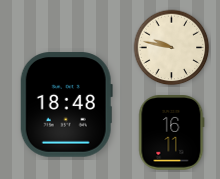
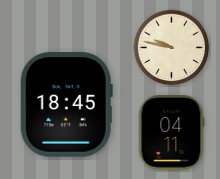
clock at (66, 105): 18:48 -> 18:45
clock at (172, 133): 16:11 -> 04:11
